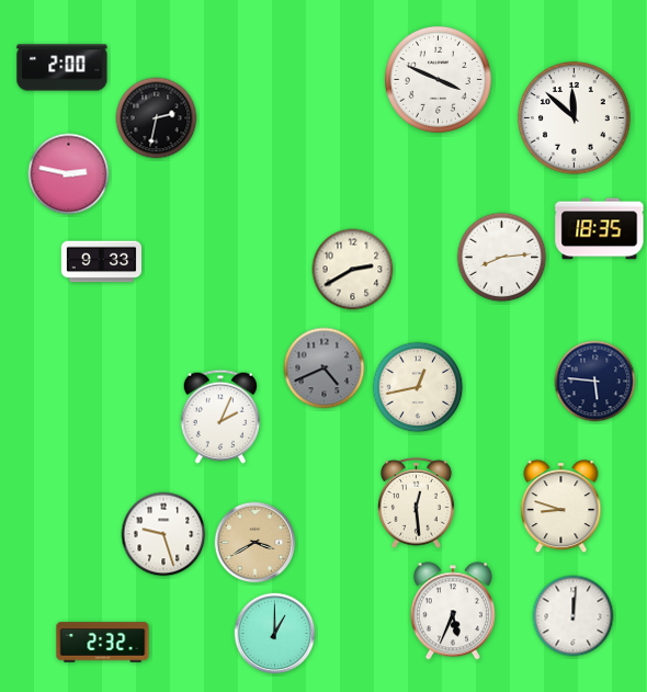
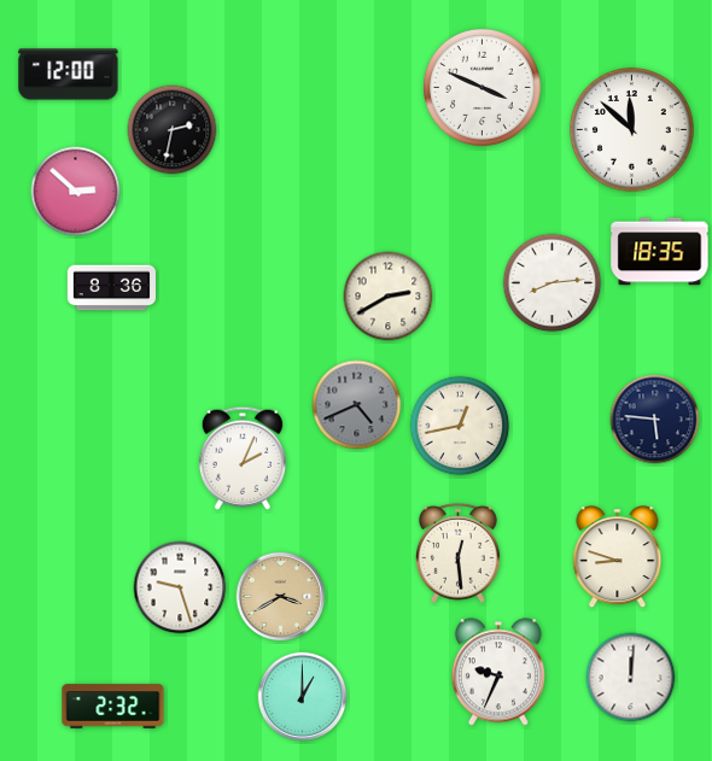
clock at (63, 68): 2:00 -> 12:00
clock at (69, 174): 2:47 -> 2:52
clock at (101, 262): 9:33 -> 8:36
clock at (453, 611): 5:34 -> 9:34
